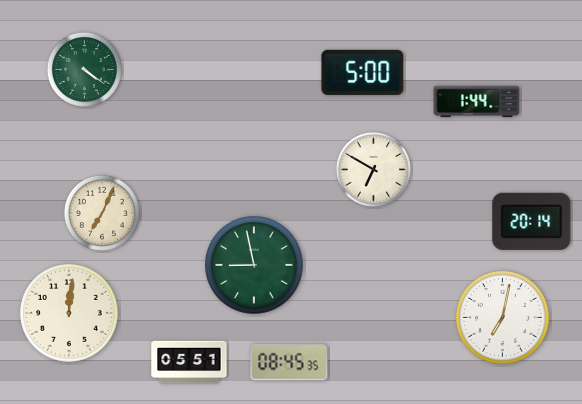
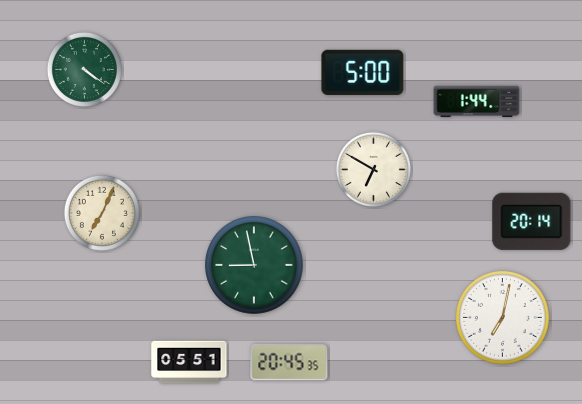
clock at (70, 314): 12:01 -> none
clock at (289, 362): 08:45 -> 20:45
